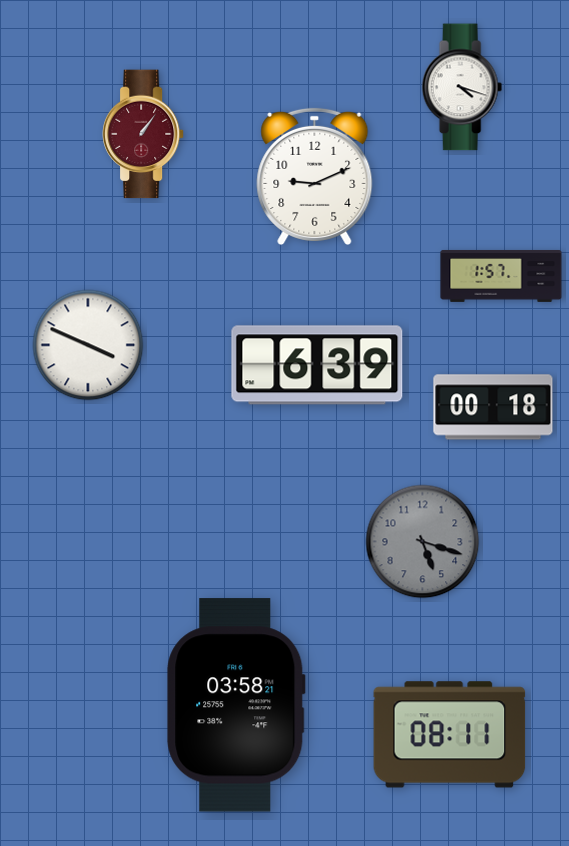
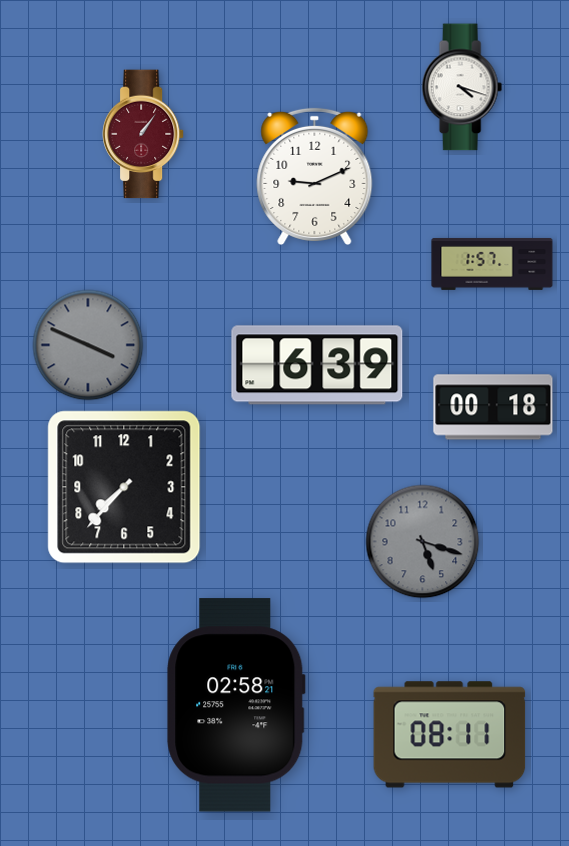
clock at (501, 276) position: (501, 276) -> (492, 264)
clock at (88, 345) dial: white -> grey
clock at (124, 487): none -> 7:37
clock at (236, 705): 03:58 -> 02:58
